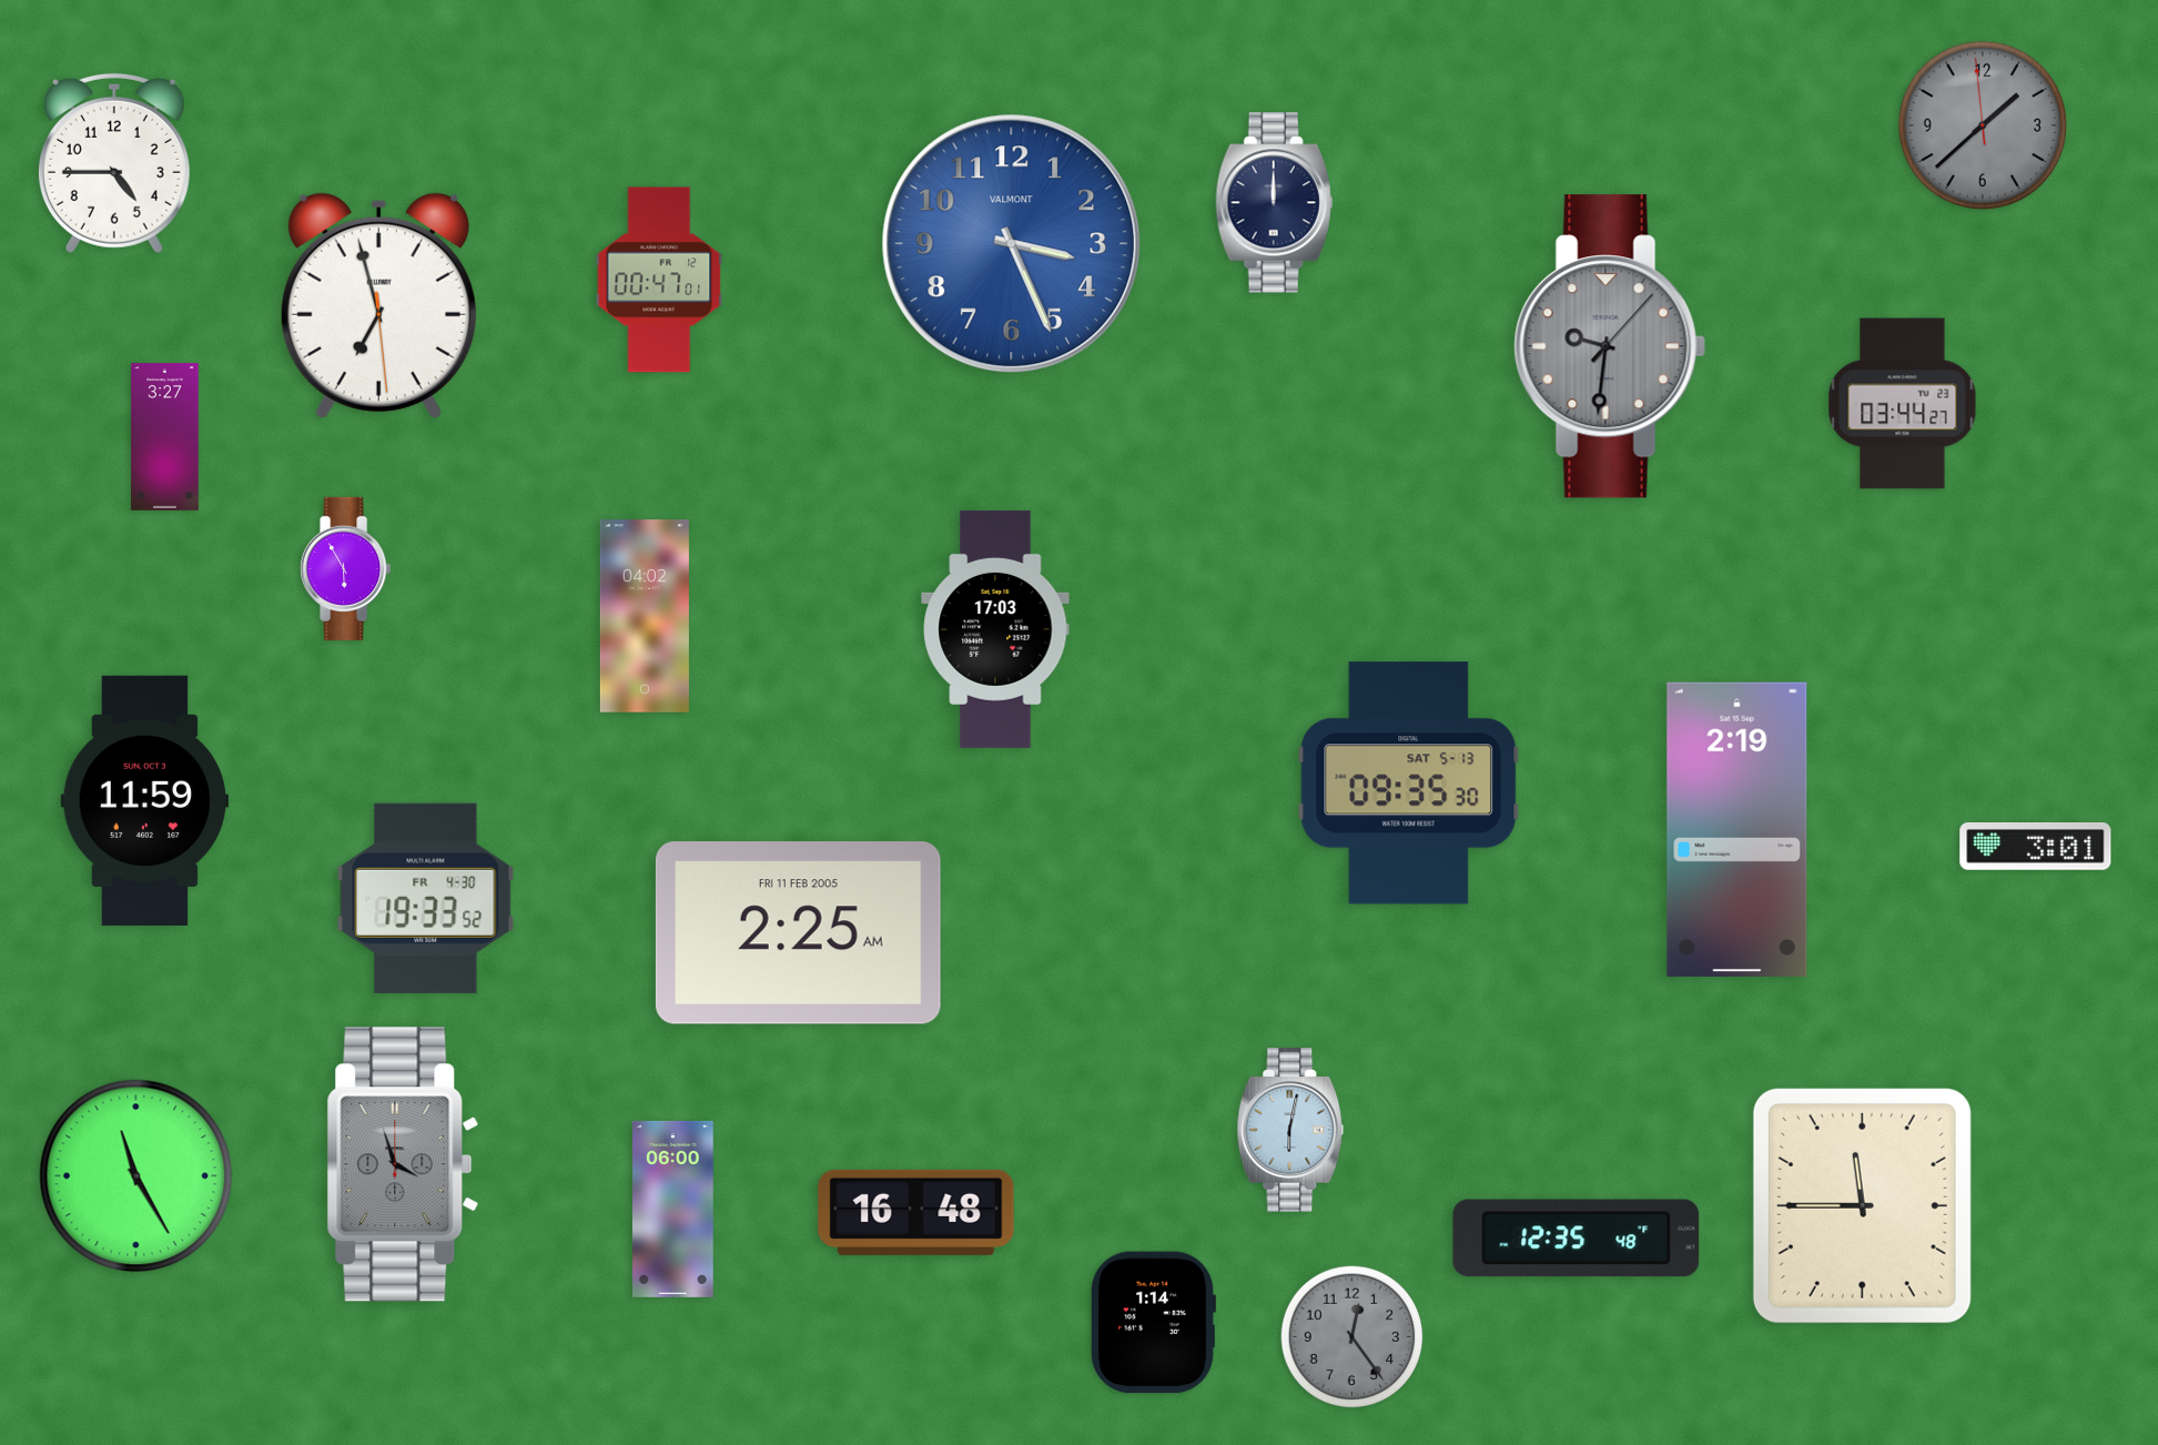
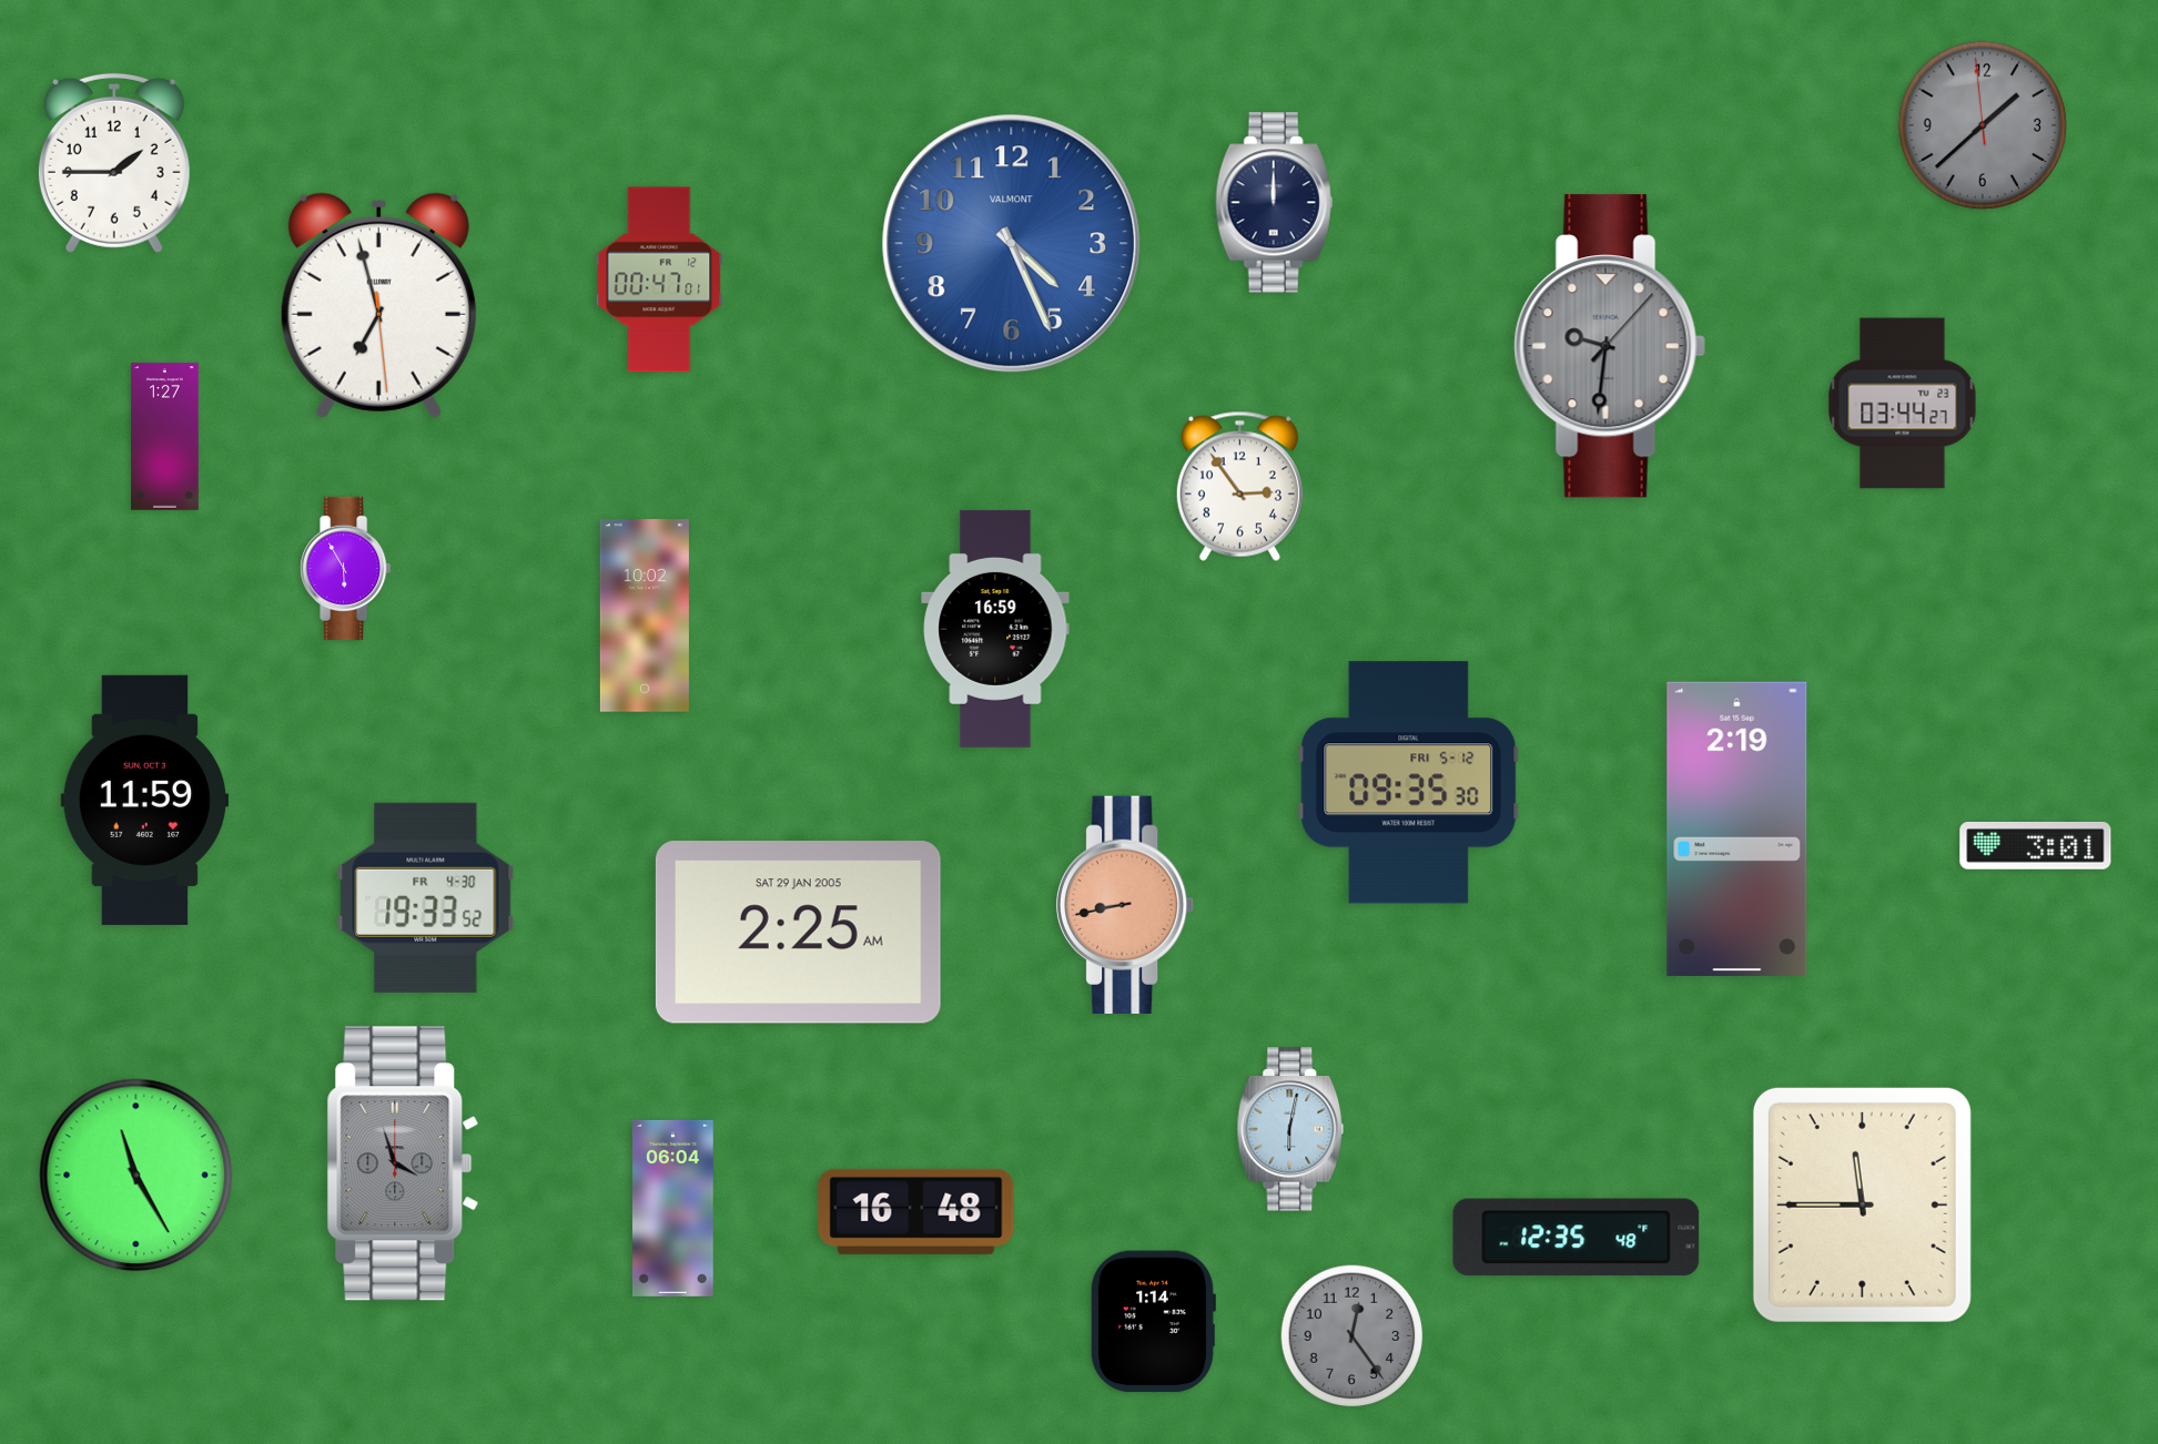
clock at (114, 163): 4:45 -> 1:45
clock at (1012, 244): 3:26 -> 4:26
clock at (165, 437): 3:27 -> 1:27
clock at (1239, 486): none -> 2:54
clock at (645, 617): 04:02 -> 10:02
clock at (995, 629): 17:03 -> 16:59
clock at (1409, 784) date: SAT 5-13 -> FRI 5-12
clock at (1126, 905): none -> 8:43
clock at (798, 933) date: FRI 11 FEB 2005 -> SAT 29 JAN 2005
clock at (673, 1209): 06:00 -> 06:04
